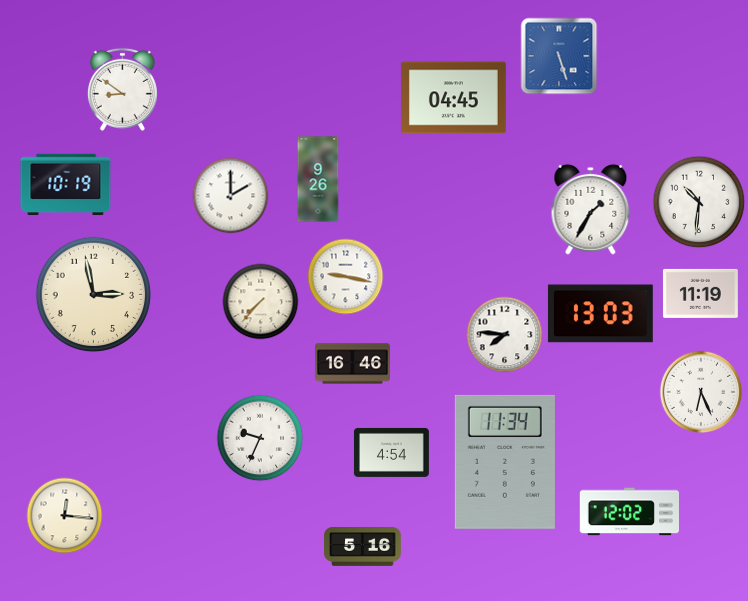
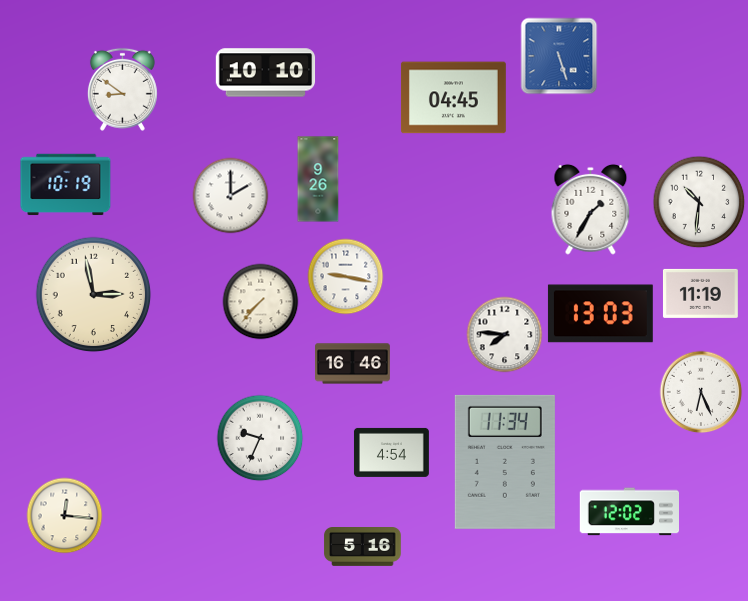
clock at (266, 73): none -> 10:10
